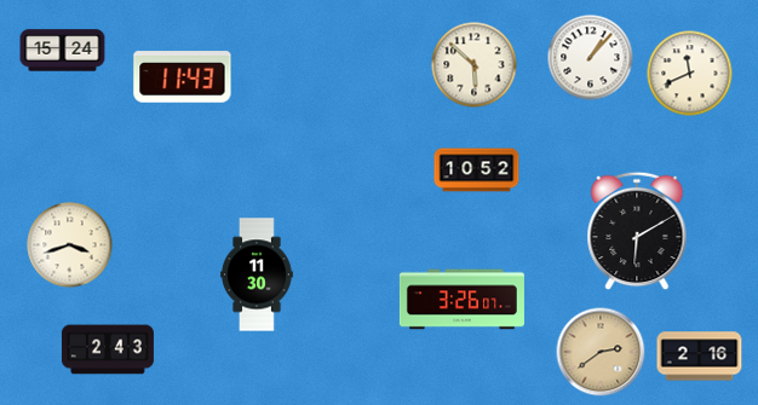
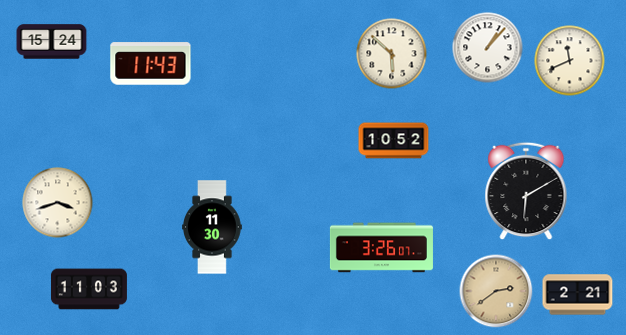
clock at (108, 349): 2:43 -> 11:03
clock at (700, 357): 2:16 -> 2:21
